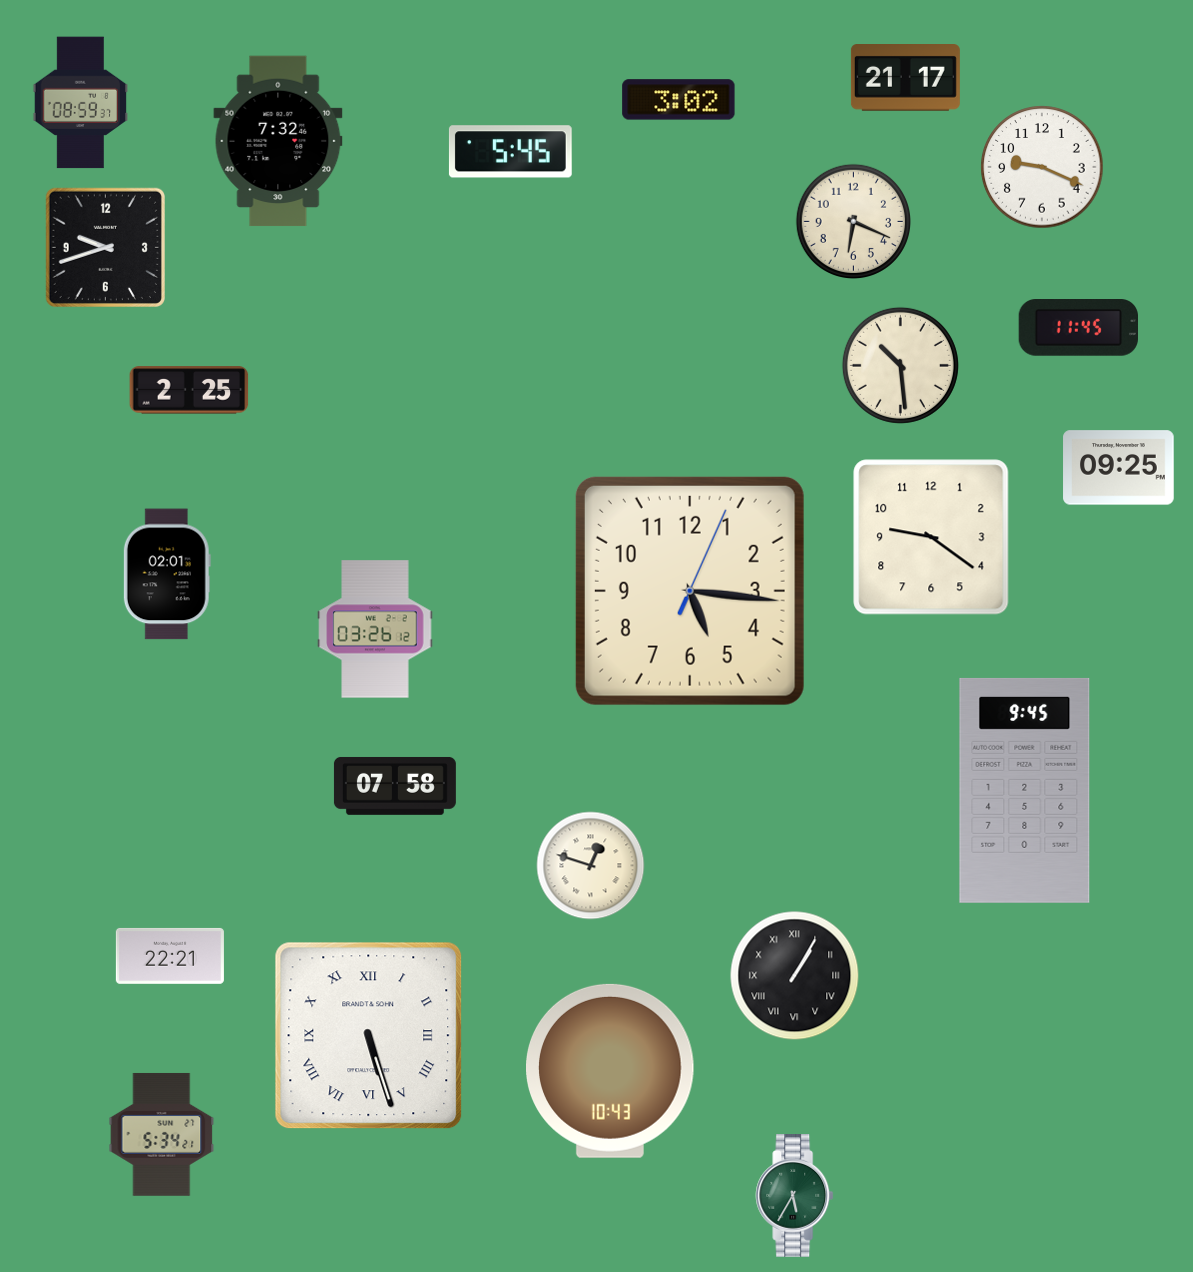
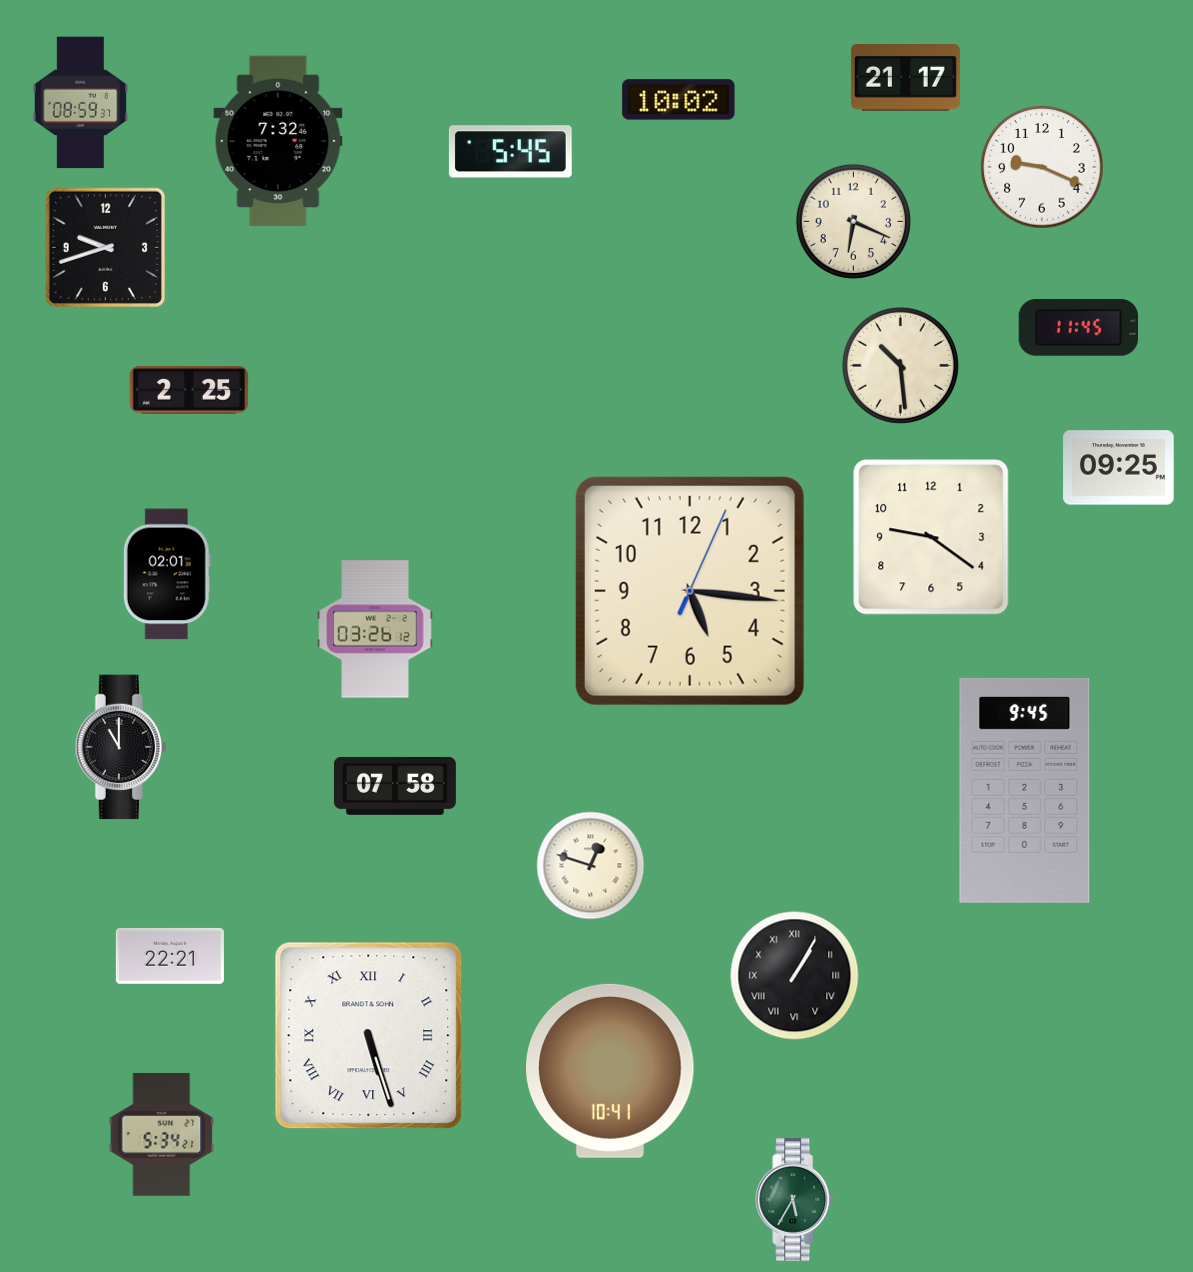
clock at (679, 100): 3:02 -> 10:02
clock at (121, 747): none -> 11:00
clock at (611, 1071): 10:43 -> 10:41
clock at (795, 1196) position: (795, 1196) -> (795, 1200)
